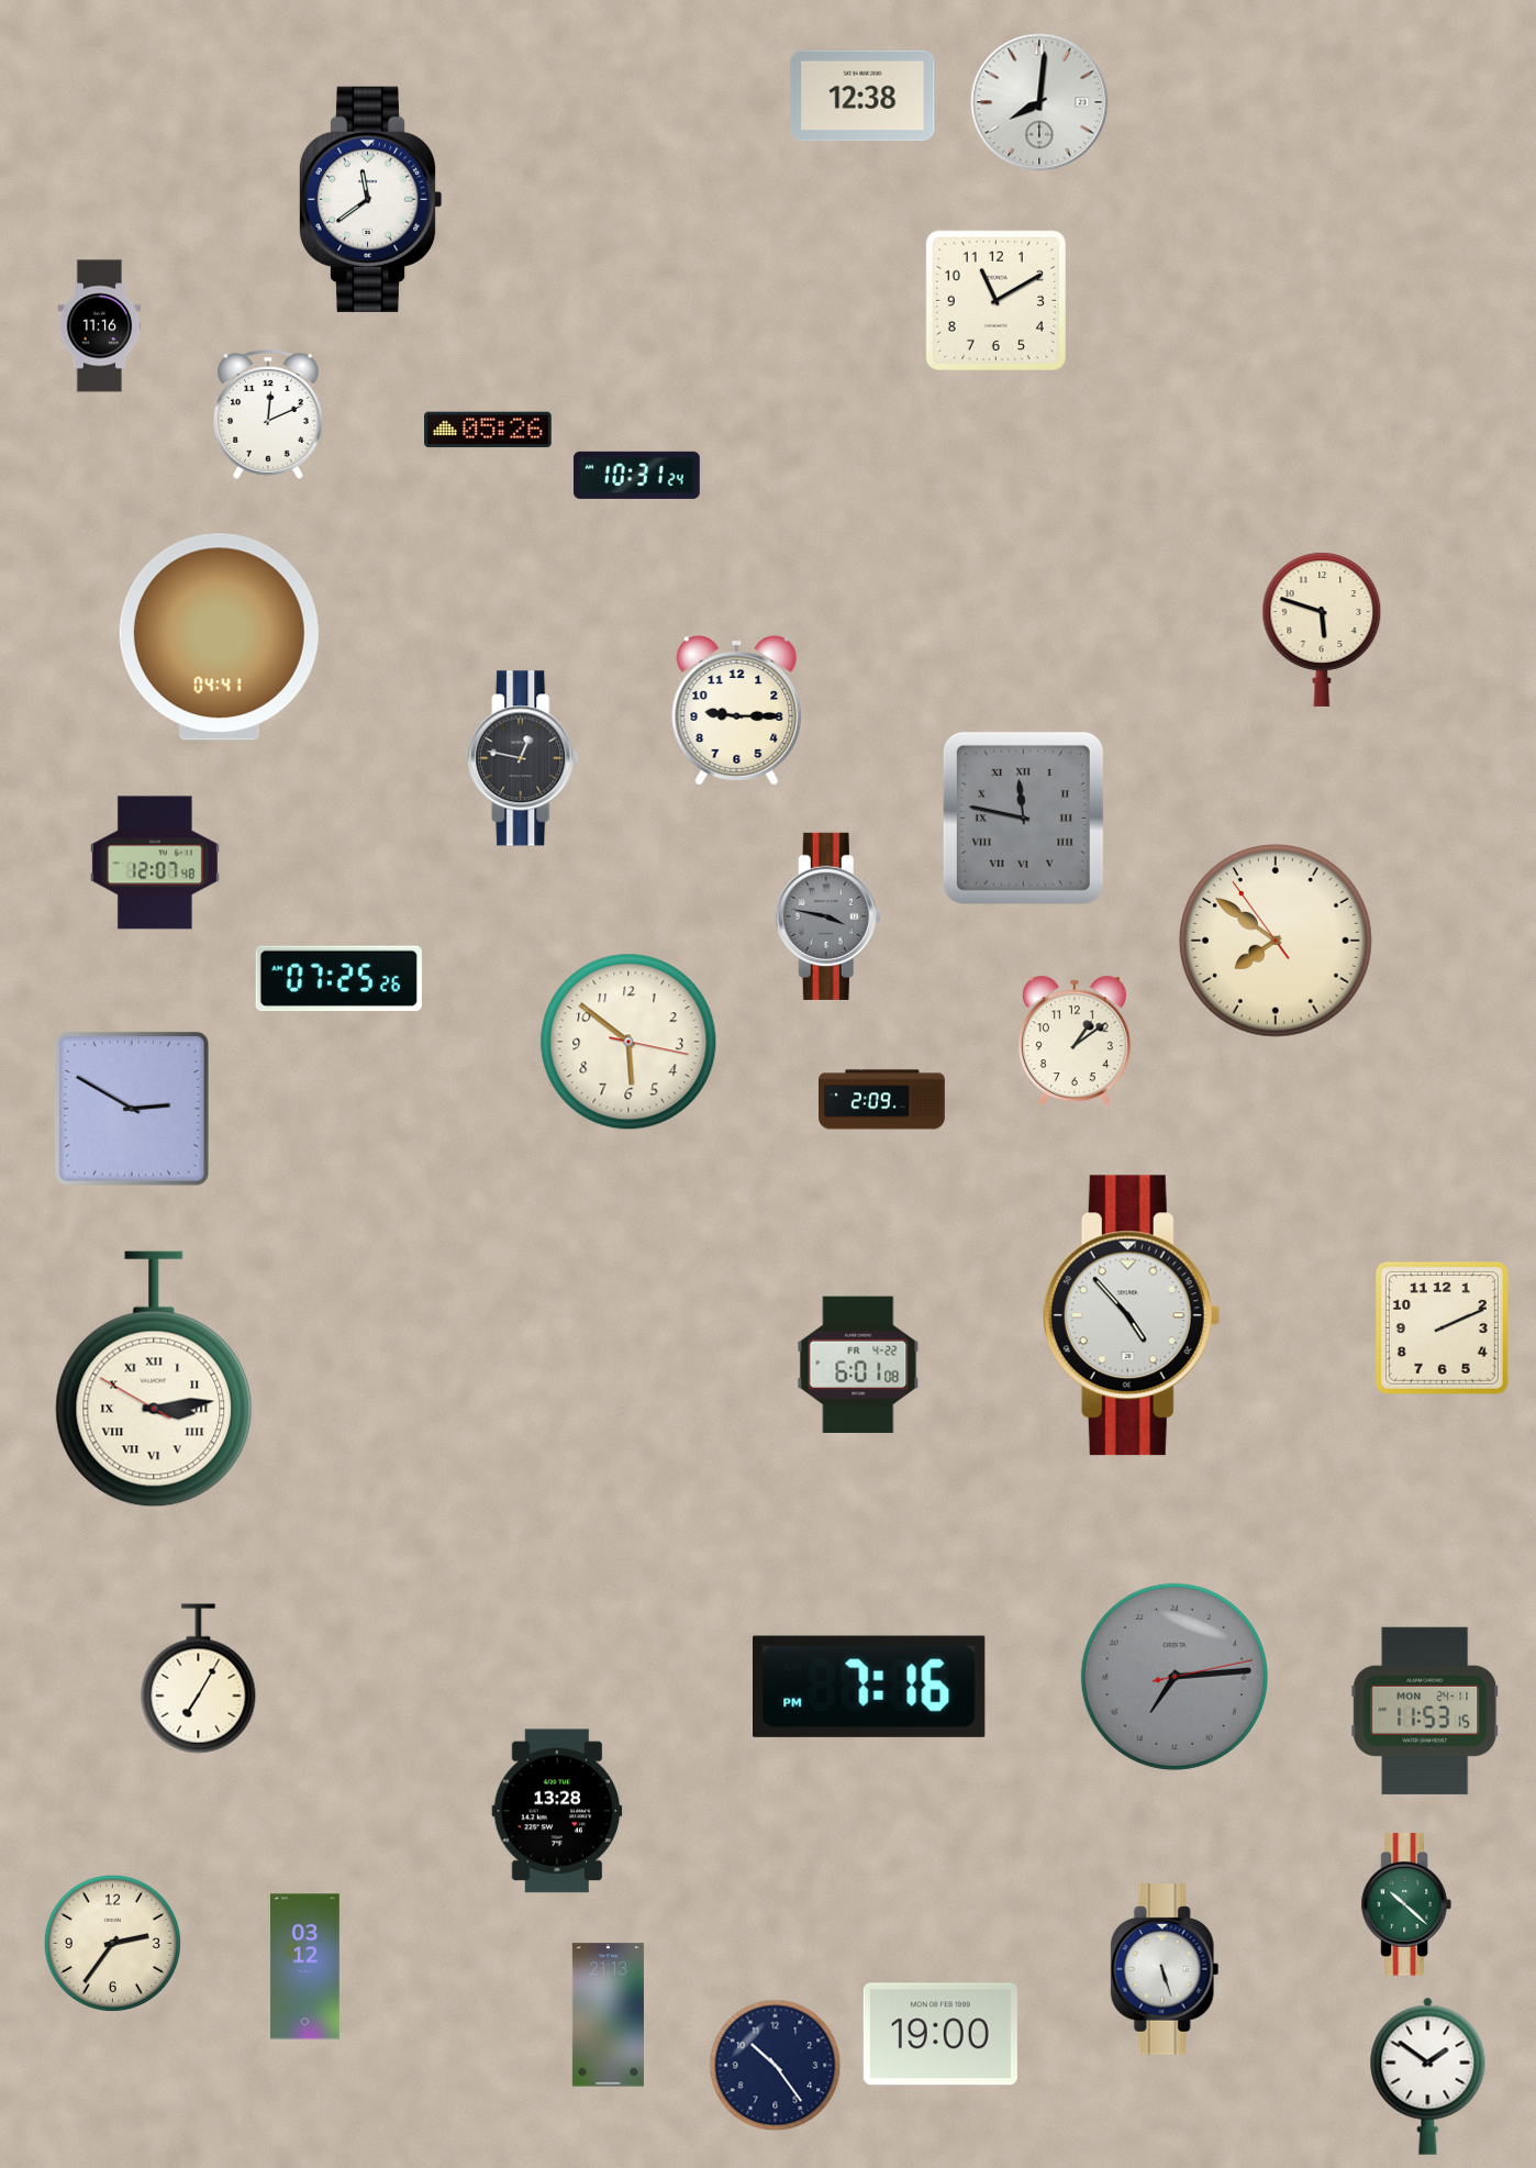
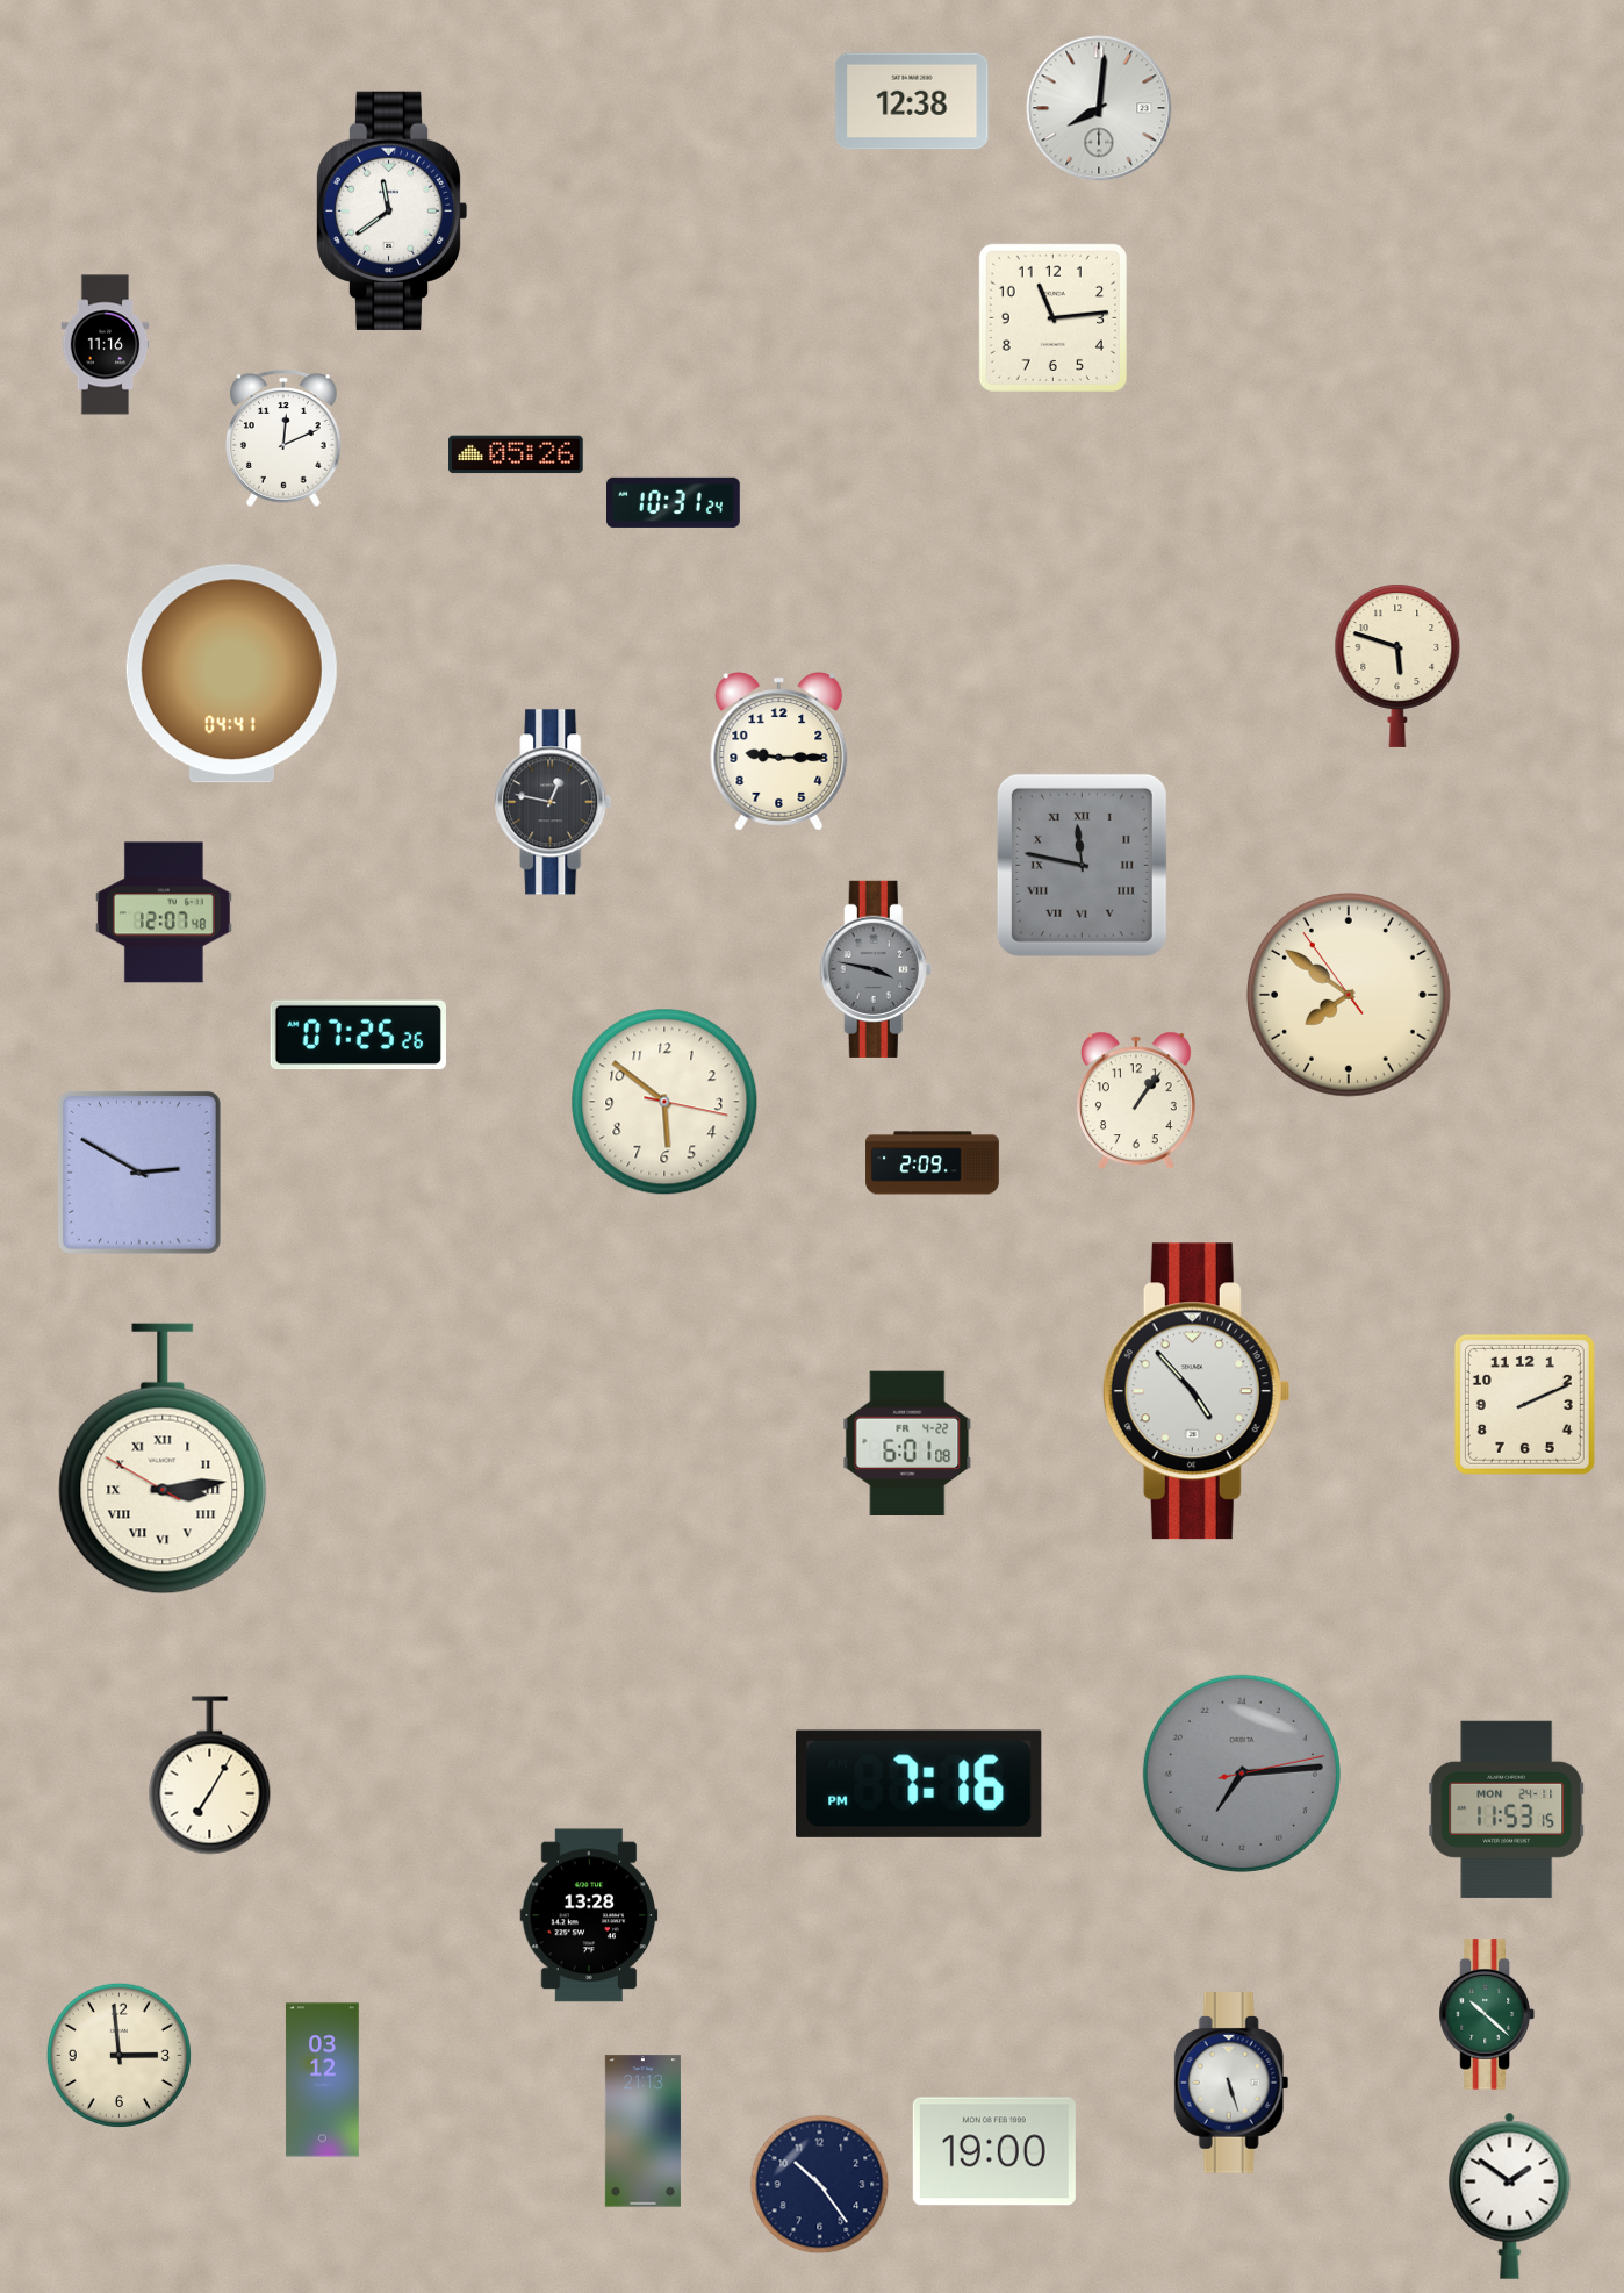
clock at (995, 300): 11:10 -> 11:14
clock at (1075, 1041): 1:09 -> 1:06
clock at (112, 1943): 2:36 -> 2:59
